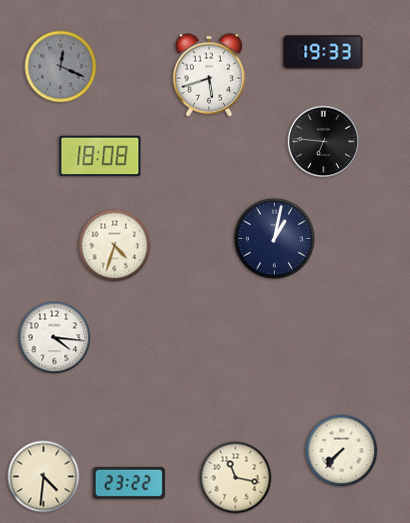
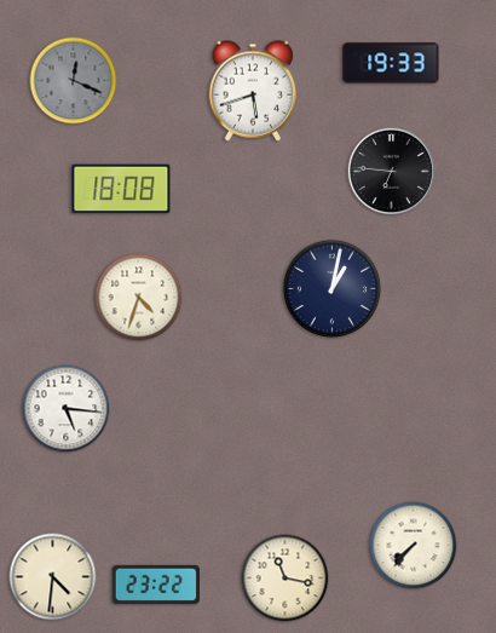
clock at (55, 338): 4:16 -> 5:16
